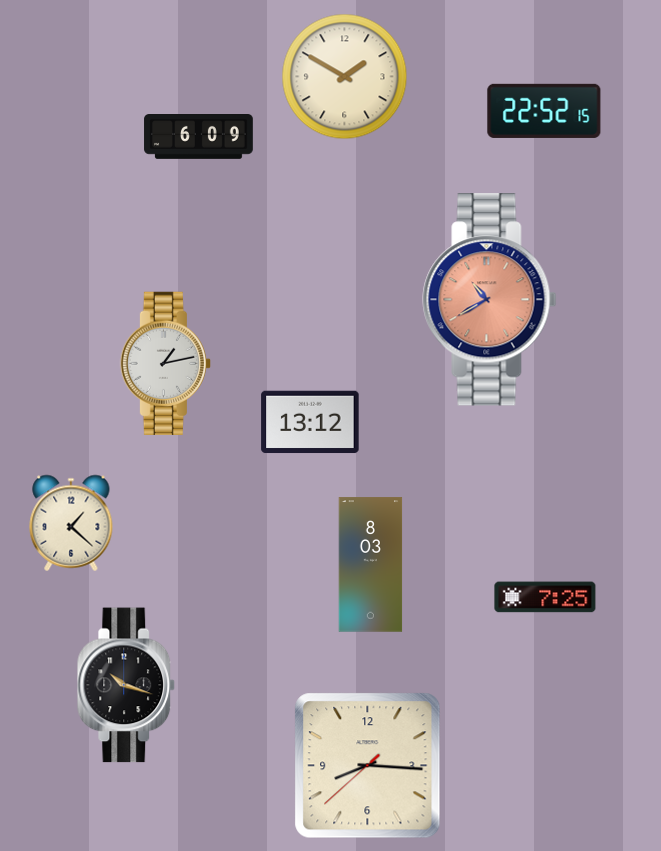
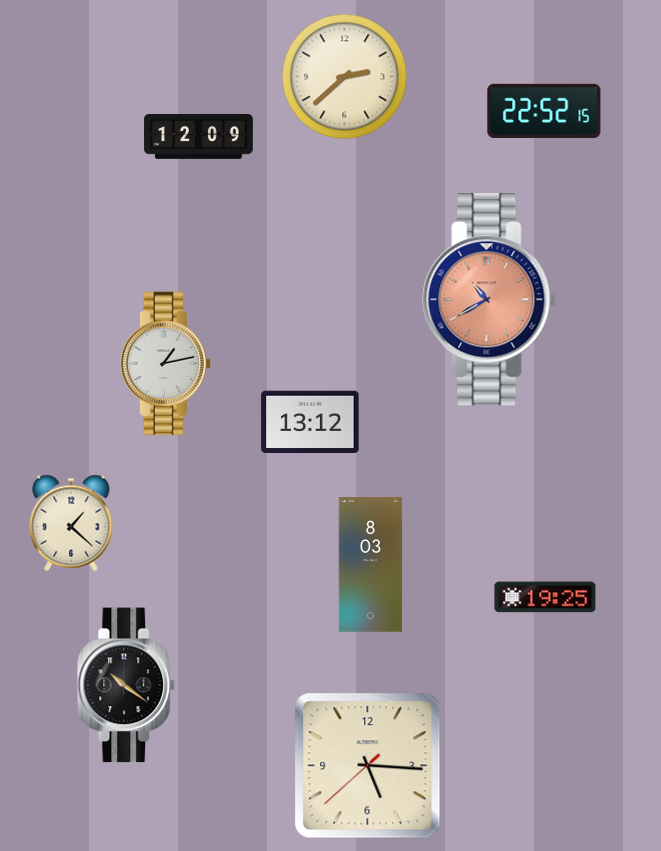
clock at (345, 77): 1:50 -> 2:38
clock at (199, 137): 6:09 -> 12:09
clock at (545, 597): 7:25 -> 19:25
clock at (126, 685): 10:18 -> 10:21
clock at (368, 766): 8:15 -> 5:15
